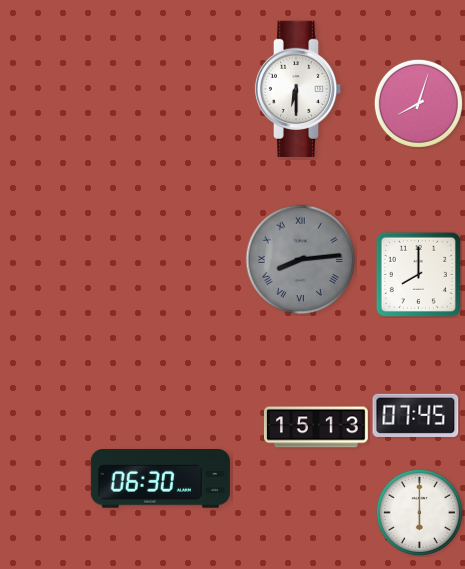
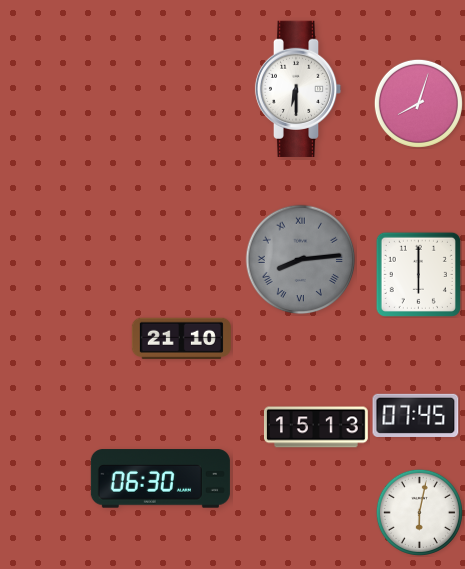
clock at (418, 274): 8:00 -> 6:00
clock at (181, 338): none -> 21:10
clock at (419, 512): 6:00 -> 6:02
